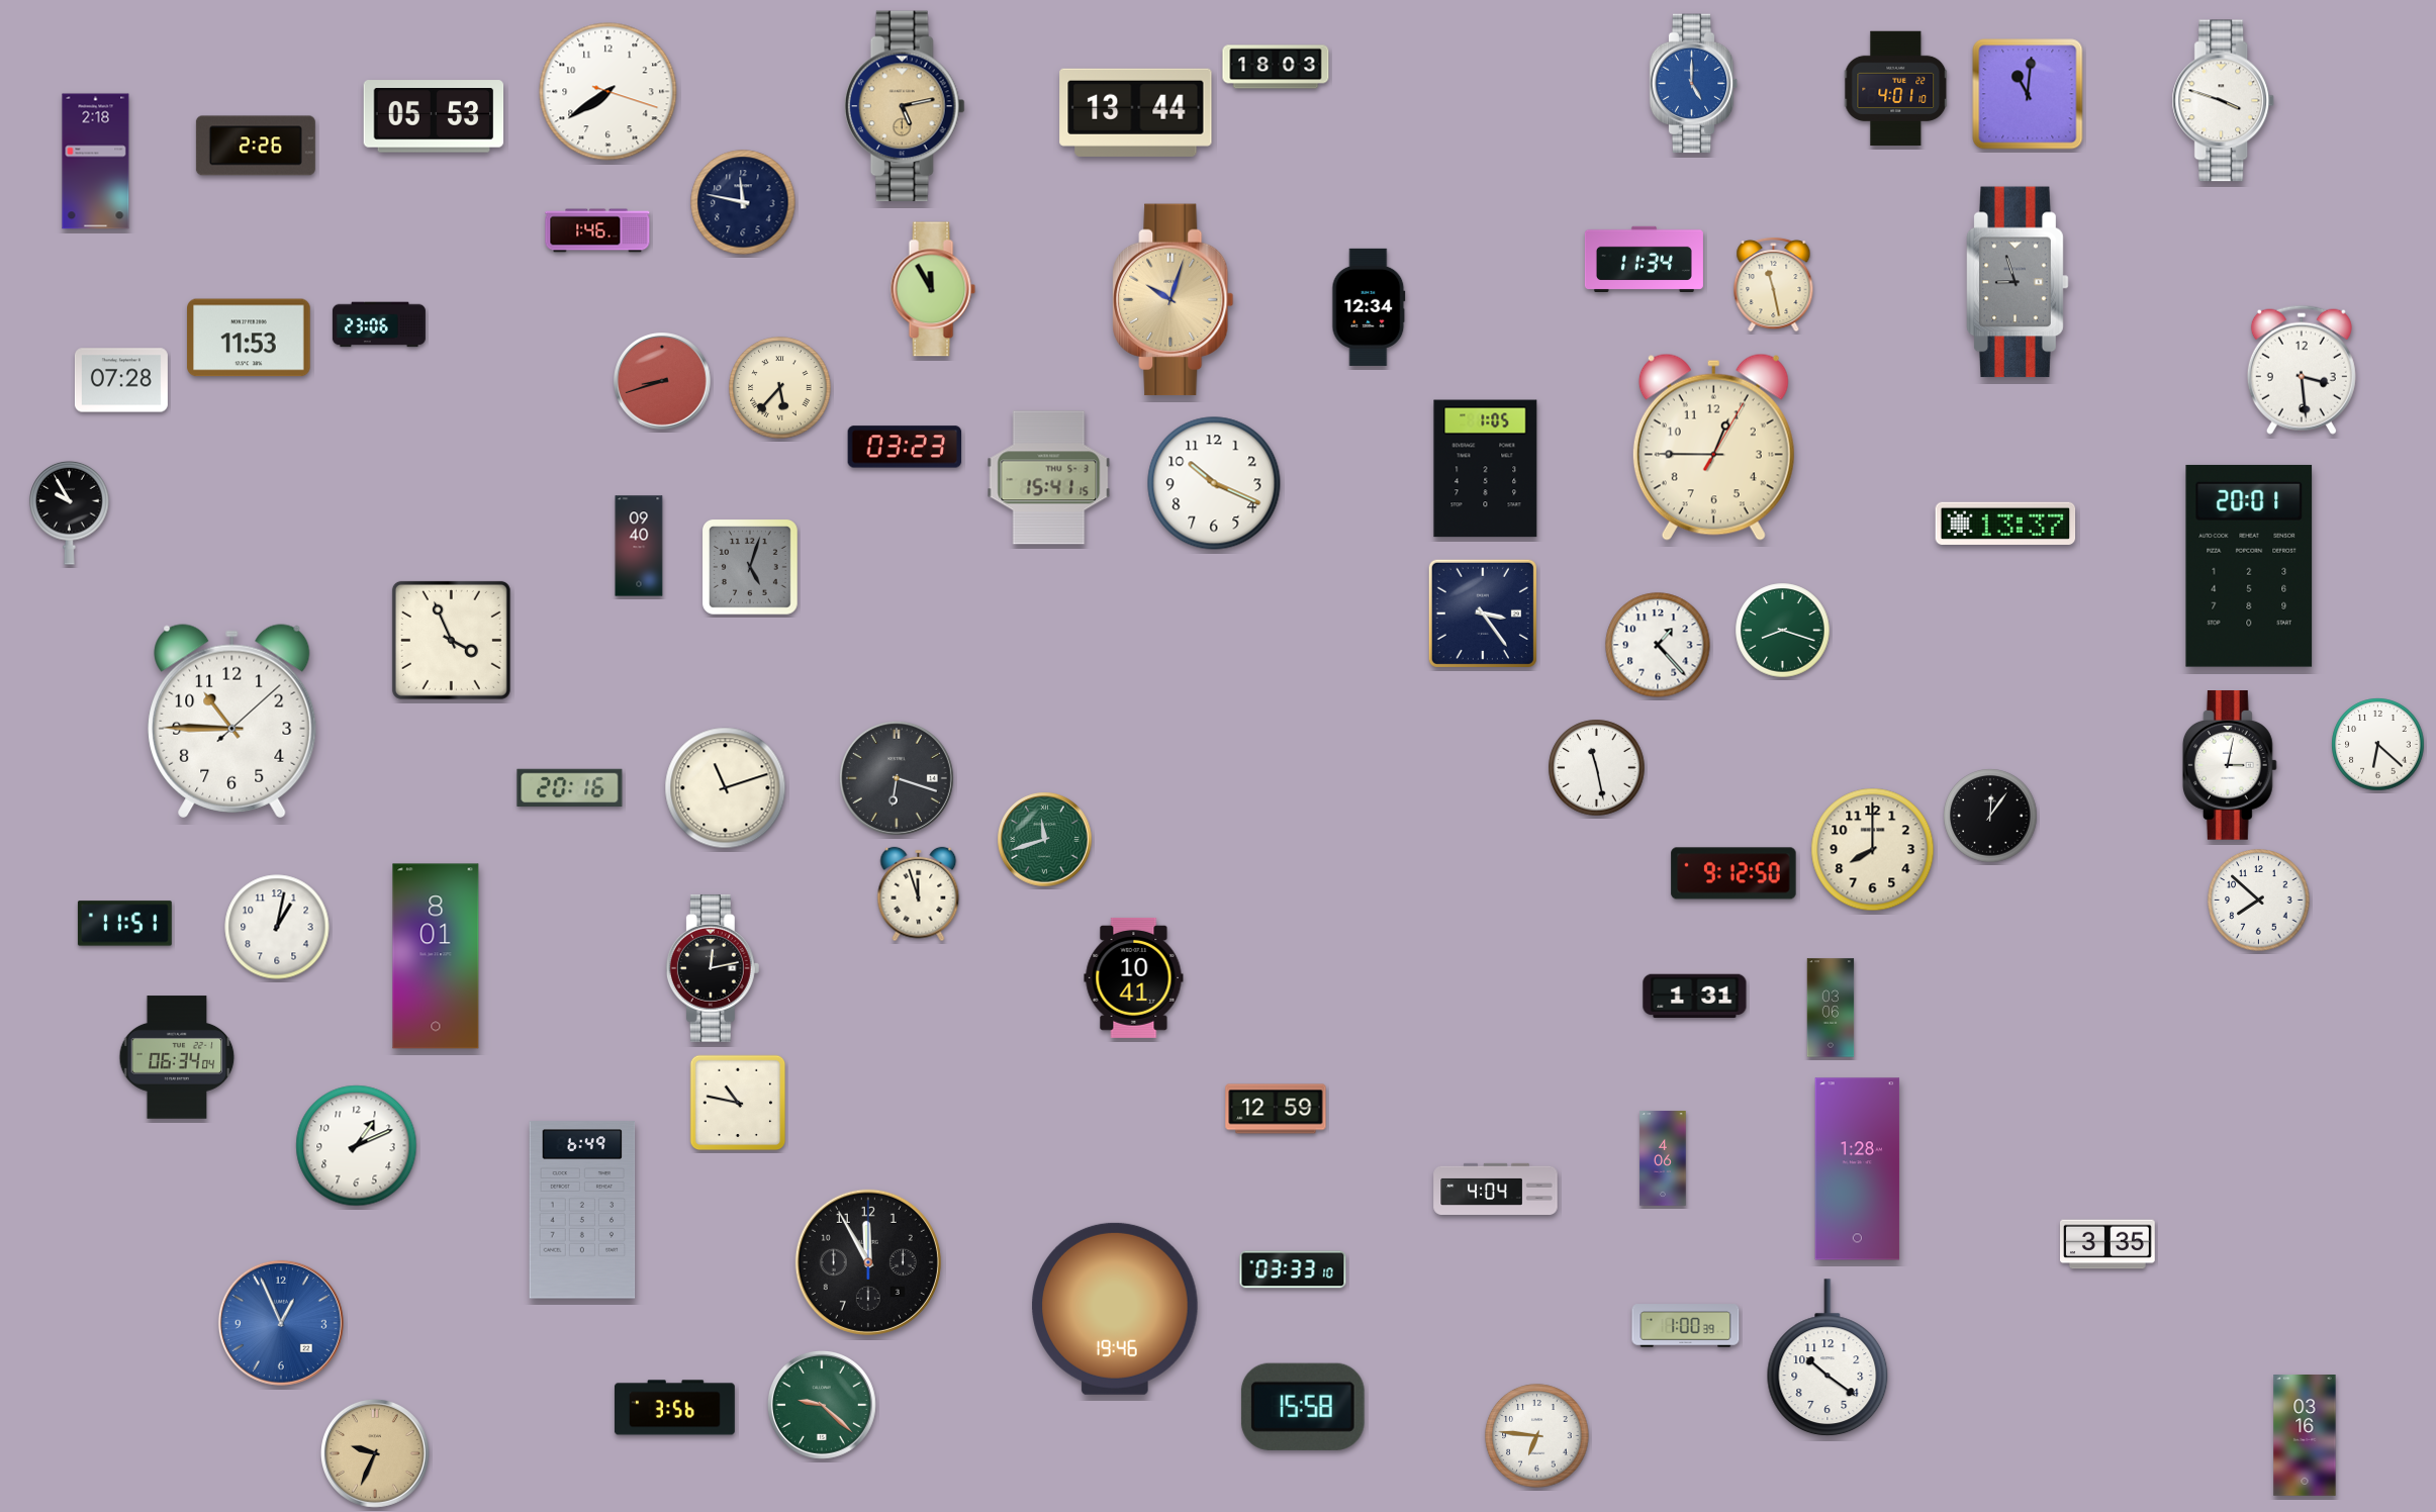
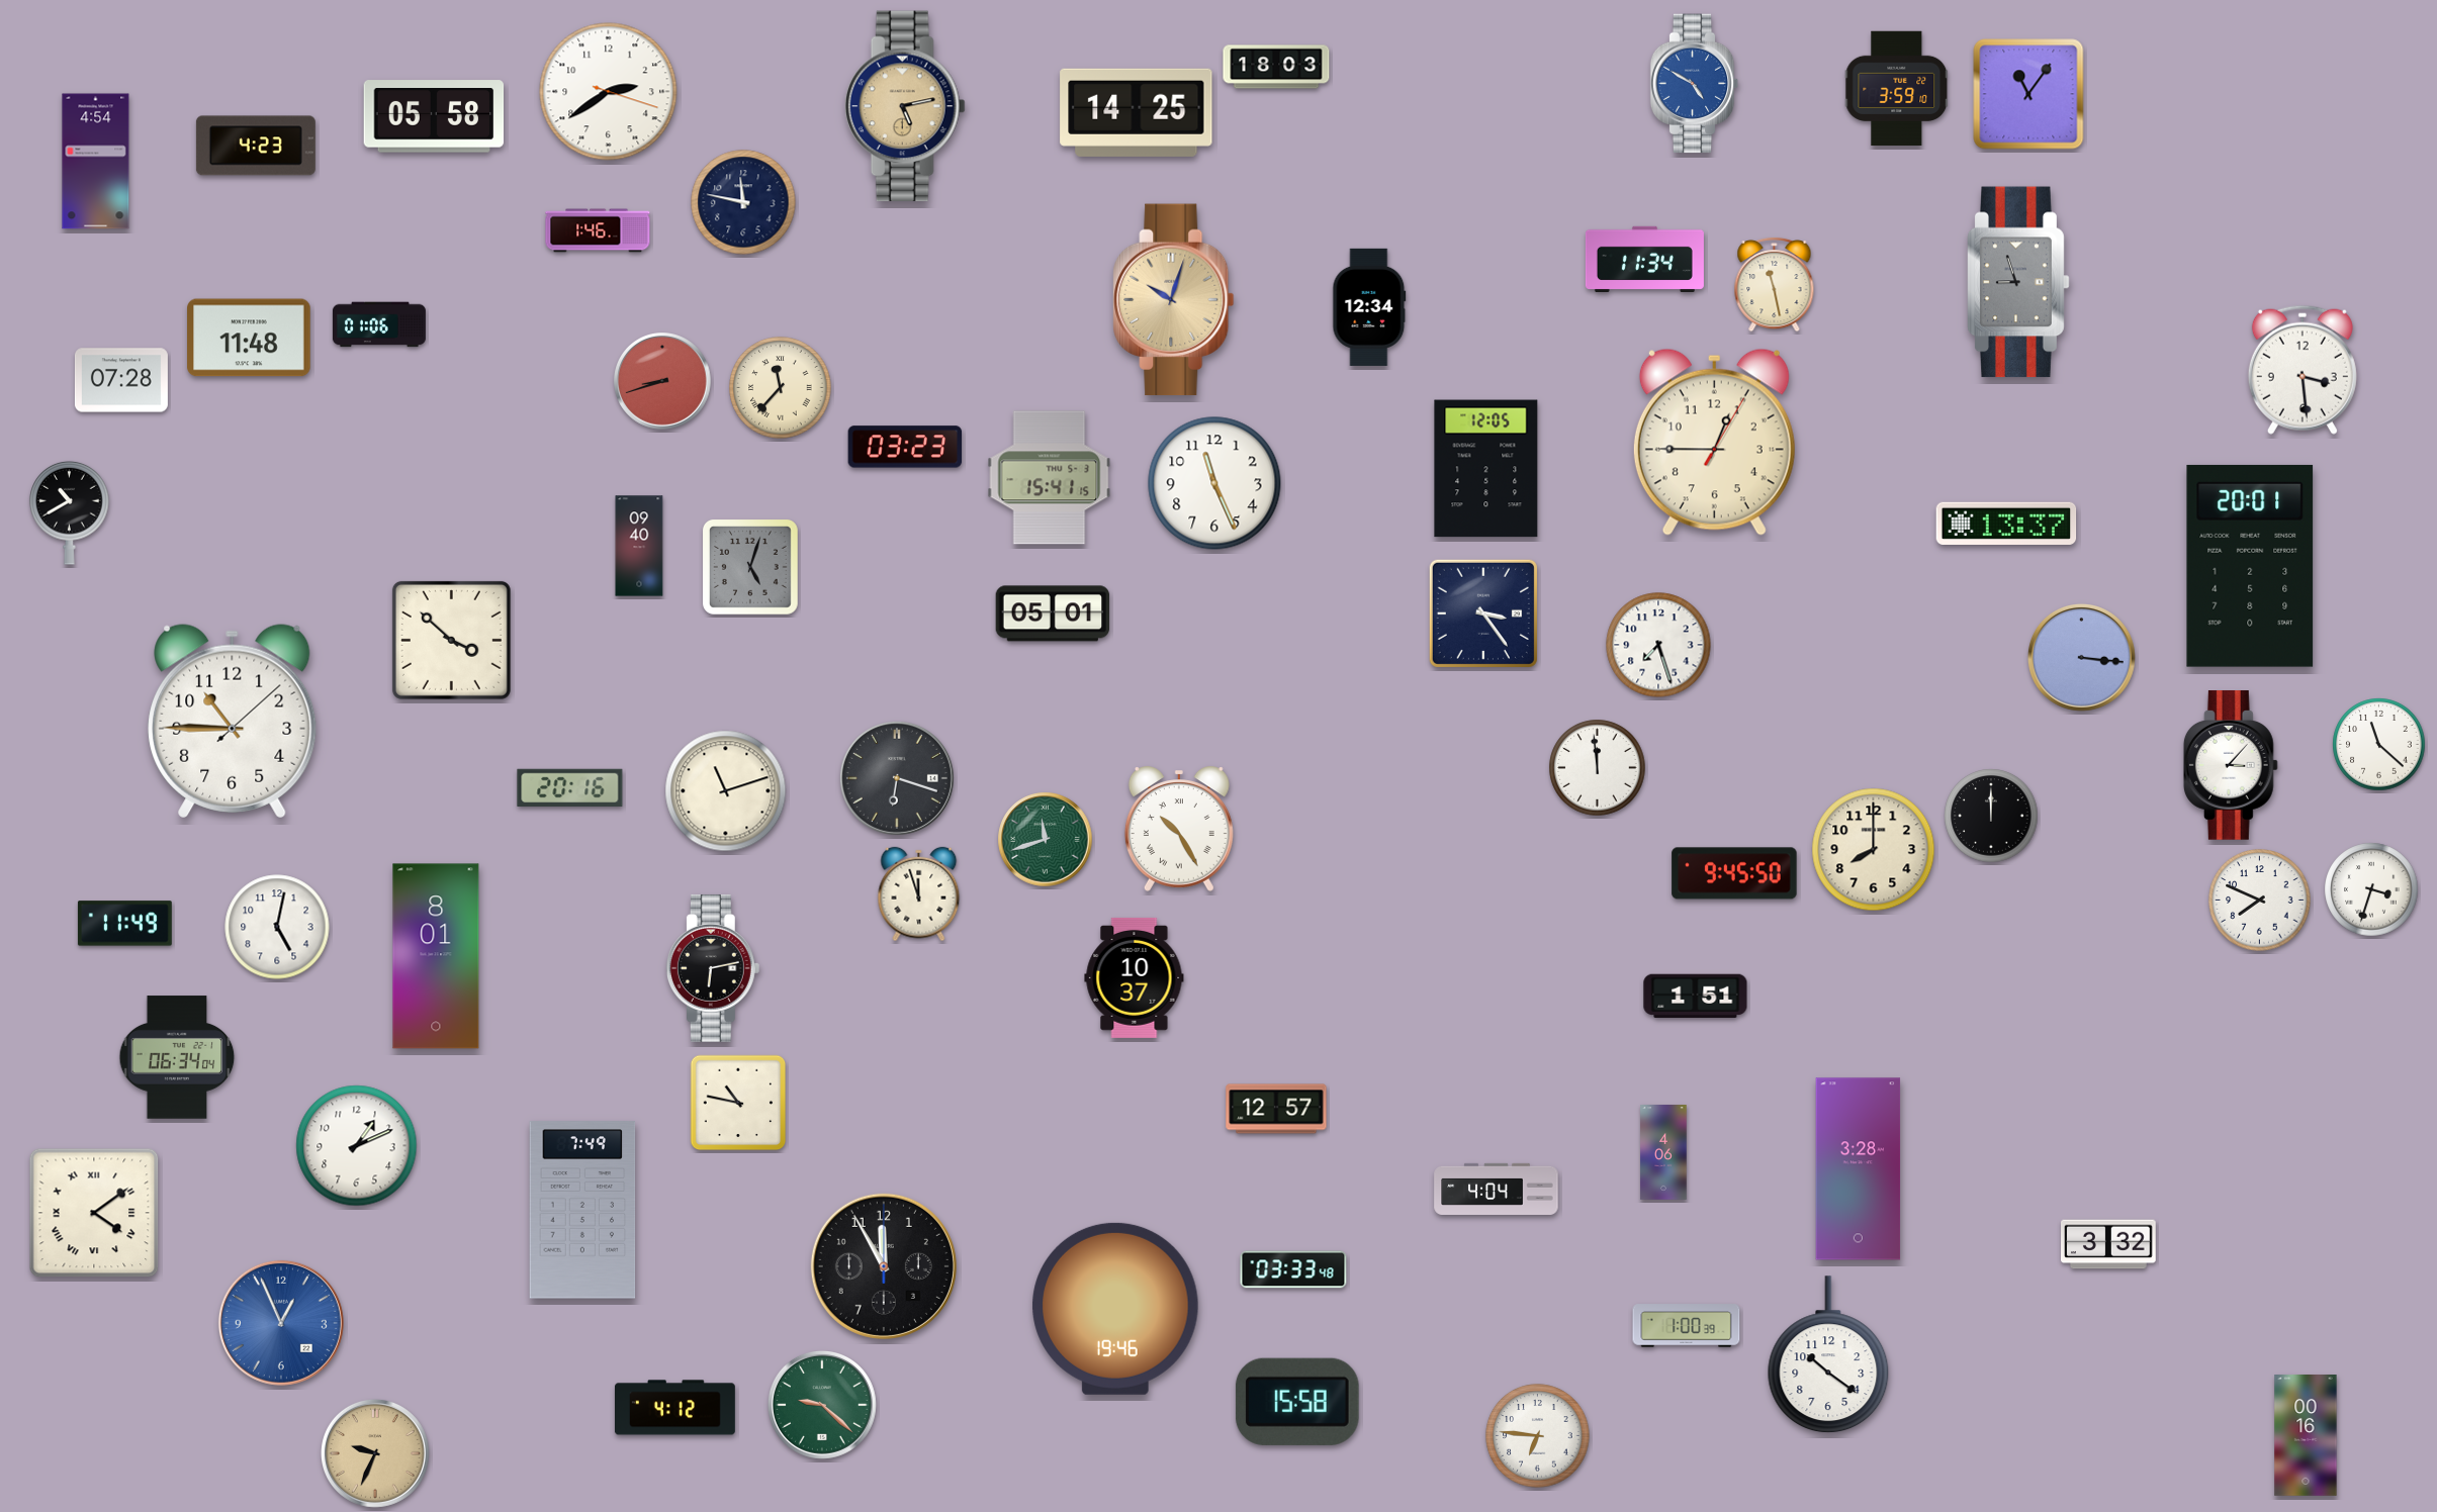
clock at (1694, 84): 5:00 -> 4:50
clock at (1896, 89): 4:01 -> 3:59
clock at (608, 92): 7:39 -> 2:39
clock at (2028, 94): 11:01 -> 11:06
clock at (2224, 101): 3:48 -> none
clock at (1136, 112): 13:44 -> 14:25
clock at (434, 116): 05:53 -> 05:58
clock at (256, 146): 2:26 -> 4:23
clock at (96, 162): 2:18 -> 4:54
clock at (933, 289): 11:55 -> none
clock at (379, 324): 23:06 -> 01:06
clock at (249, 338): 11:53 -> 11:48
clock at (780, 388): 5:37 -> 11:37
clock at (1713, 447) position: (1713, 447) -> (1714, 442)
clock at (1486, 469): 1:05 -> 12:05
clock at (1214, 483): 10:19 -> 11:26
clock at (70, 512): 9:55 -> 10:40
clock at (1053, 613): none -> 05:01
clock at (1783, 631): 8:18 -> none
clock at (451, 640): 3:56 -> 3:52
clock at (1658, 645): 1:23 -> 7:27
clock at (2081, 657): none -> 3:16
clock at (2378, 745): 6:22 -> 11:22
clock at (2230, 765): 3:02 -> 3:07
clock at (1597, 768): 11:28 -> 11:59
clock at (726, 788) position: (726, 788) -> (726, 791)
clock at (1990, 816): 12:06 -> 12:00
clock at (1179, 829): none -> 10:25
clock at (1734, 873): 9:12 -> 9:45
clock at (2371, 889): none -> 3:33
clock at (2259, 901): 7:52 -> 7:49
clock at (124, 924): 11:51 -> 11:49
clock at (277, 927): 1:02 -> 5:02
clock at (713, 968): 12:13 -> 6:13
clock at (1134, 977): 10:41 -> 10:37
clock at (1695, 997): 1:31 -> 1:51
clock at (1831, 1008): 03:06 -> none
clock at (1276, 1109): 12:59 -> 12:57
clock at (1663, 1158) position: (1663, 1158) -> (1663, 1152)
clock at (1858, 1169): 1:28 -> 3:28
clock at (582, 1210): 6:49 -> 7:49
clock at (94, 1213): none -> 4:09
clock at (2109, 1244): 3:35 -> 3:32
clock at (868, 1262) position: (868, 1262) -> (884, 1266)
clock at (1293, 1269): 03:33:10 -> 03:33:48
clock at (1828, 1358) position: (1828, 1358) -> (1828, 1355)
clock at (1303, 1407) position: (1303, 1407) -> (1297, 1402)
clock at (674, 1408): 3:56 -> 4:12
clock at (2305, 1436): 03:16 -> 00:16
